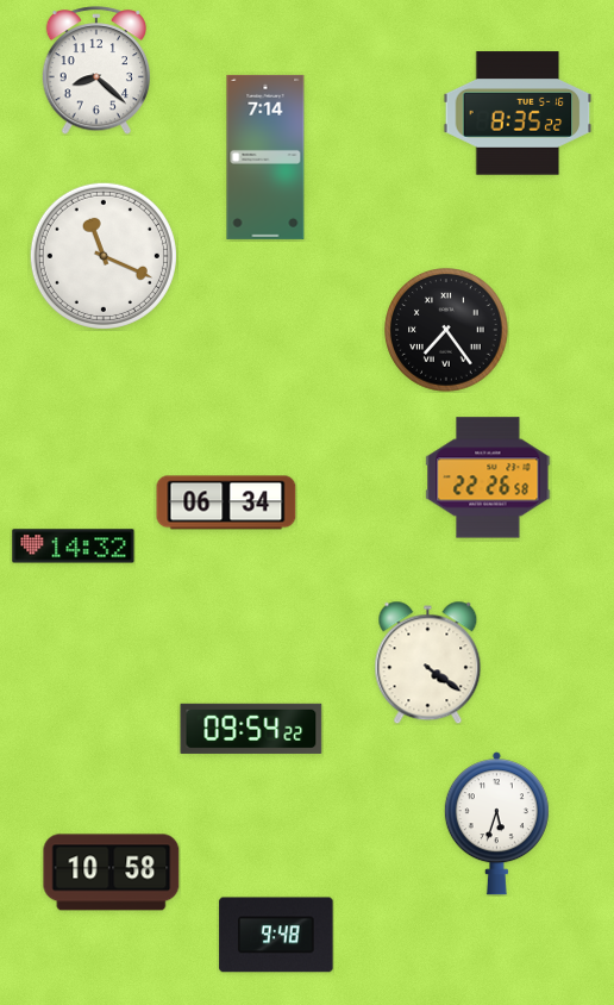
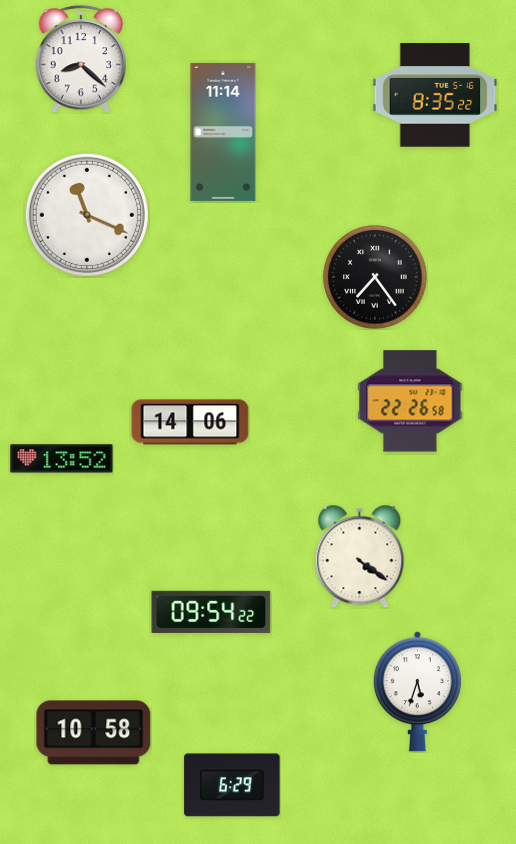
clock at (265, 157): 7:14 -> 11:14
clock at (226, 502): 06:34 -> 14:06
clock at (74, 547): 14:32 -> 13:52
clock at (276, 935): 9:48 -> 6:29
